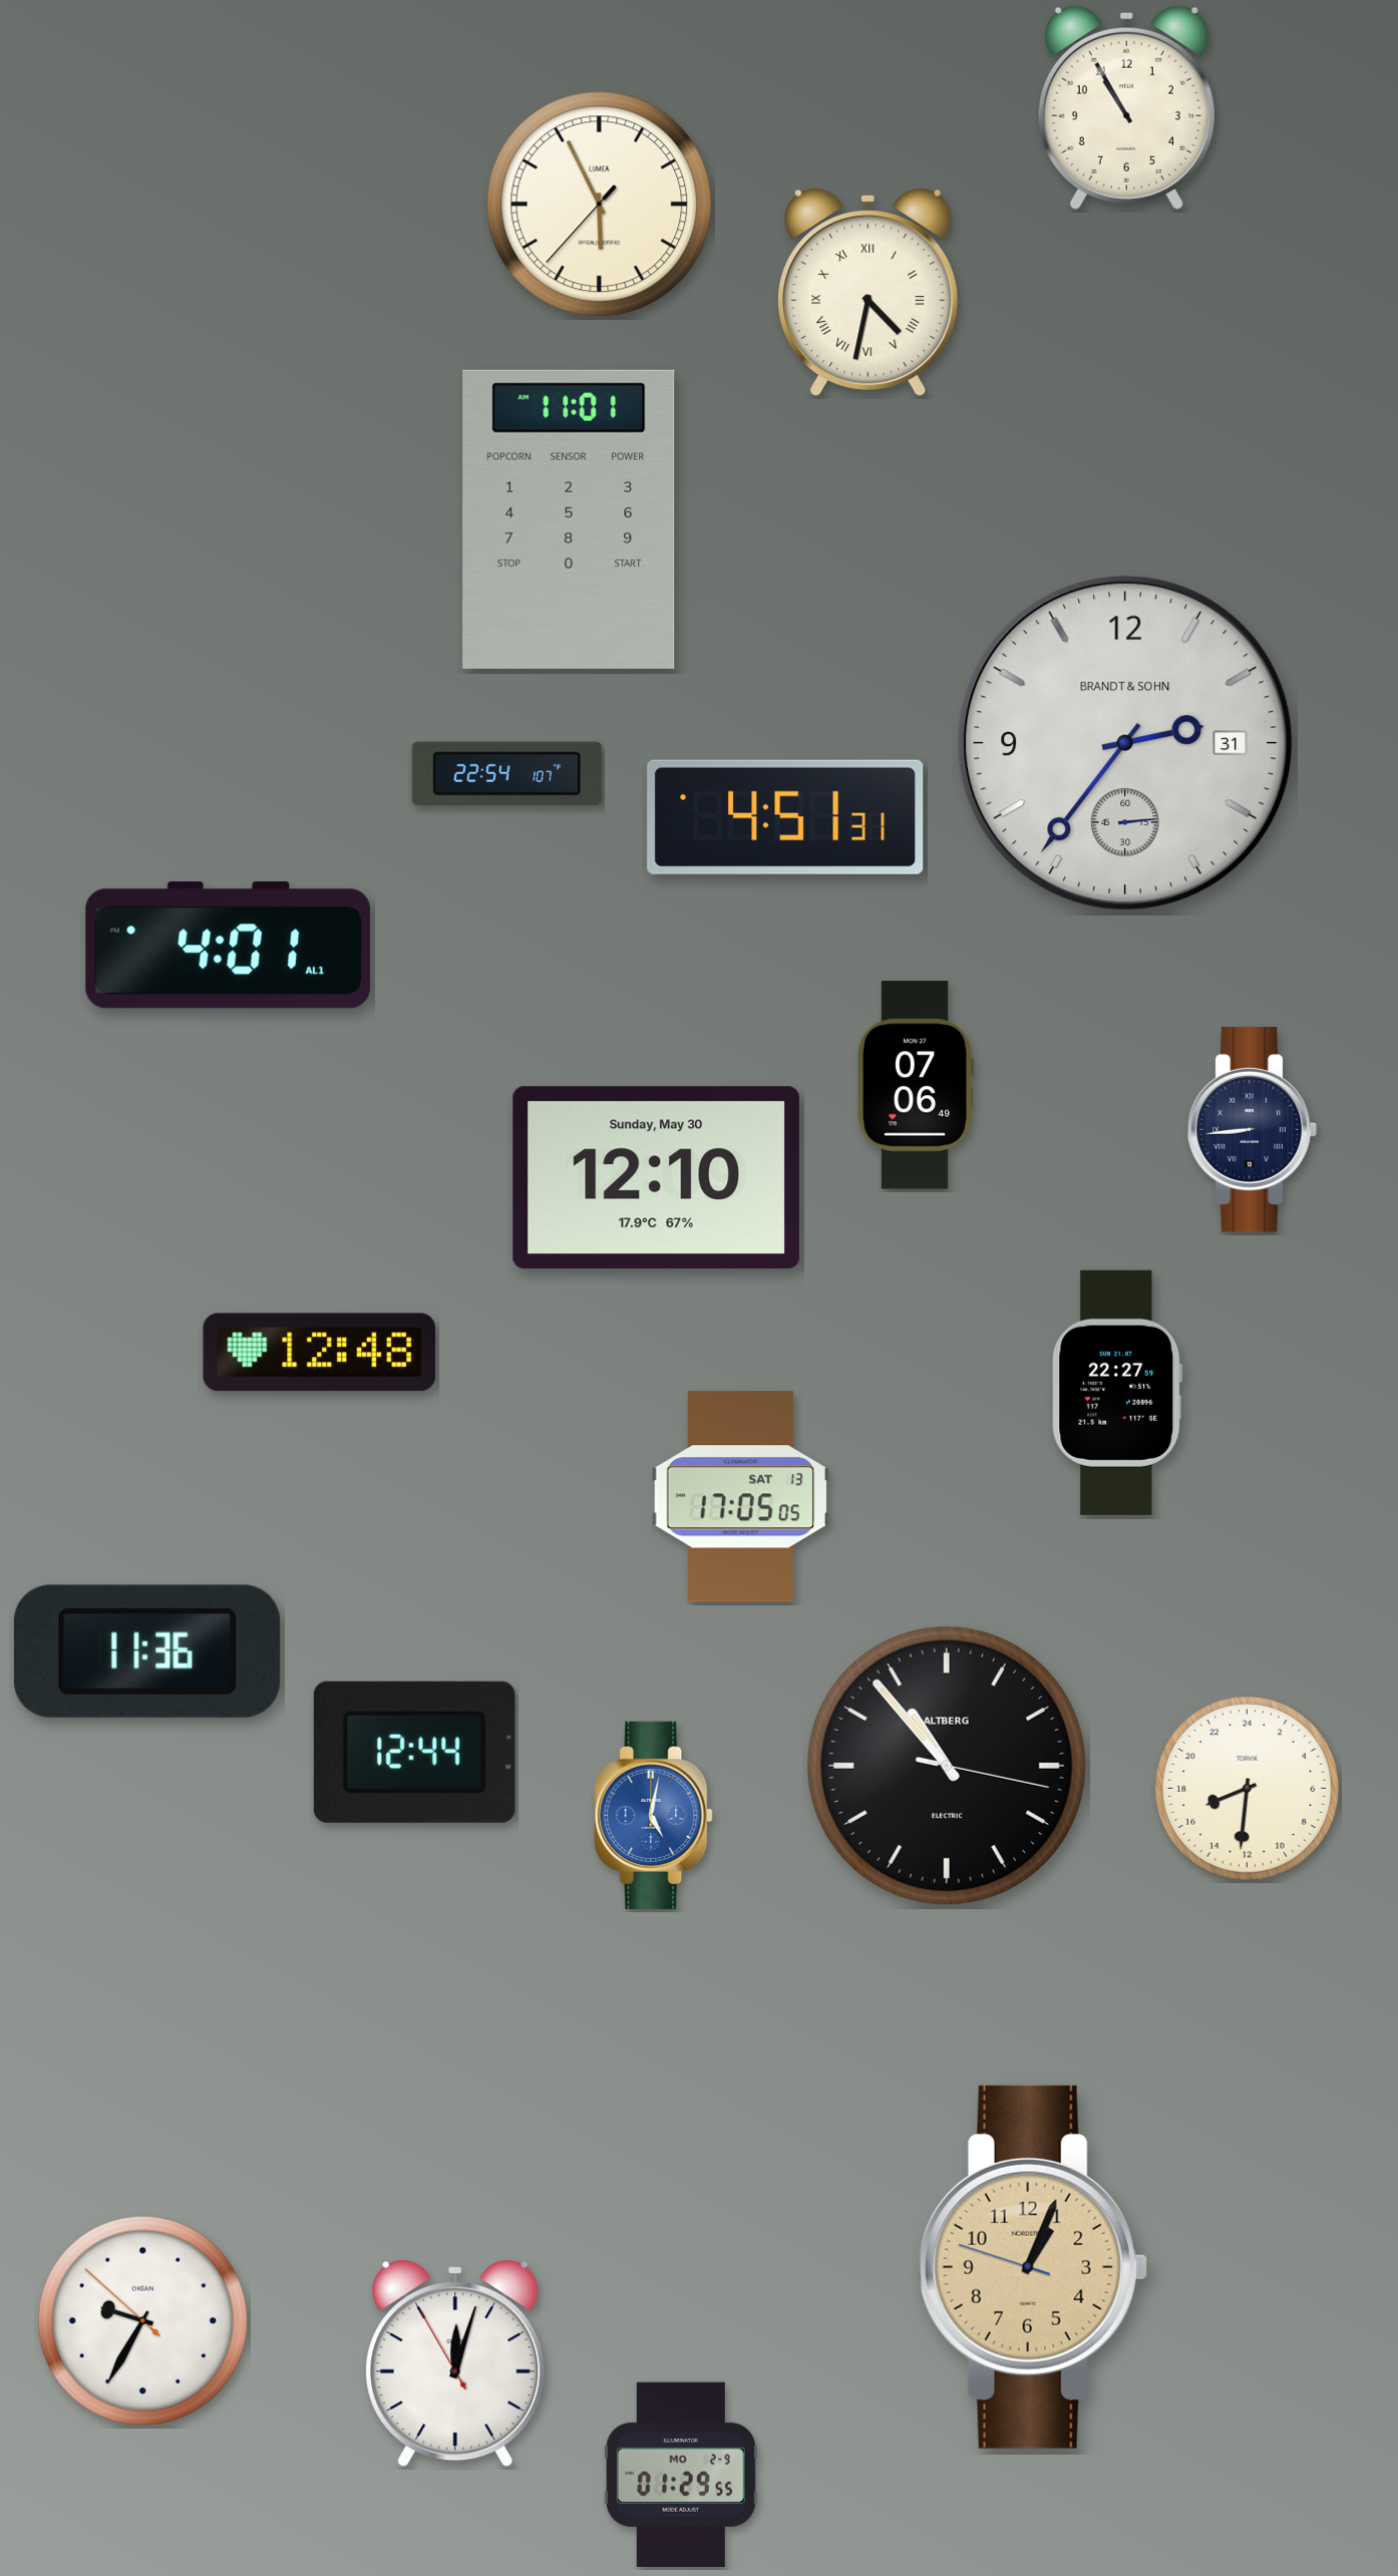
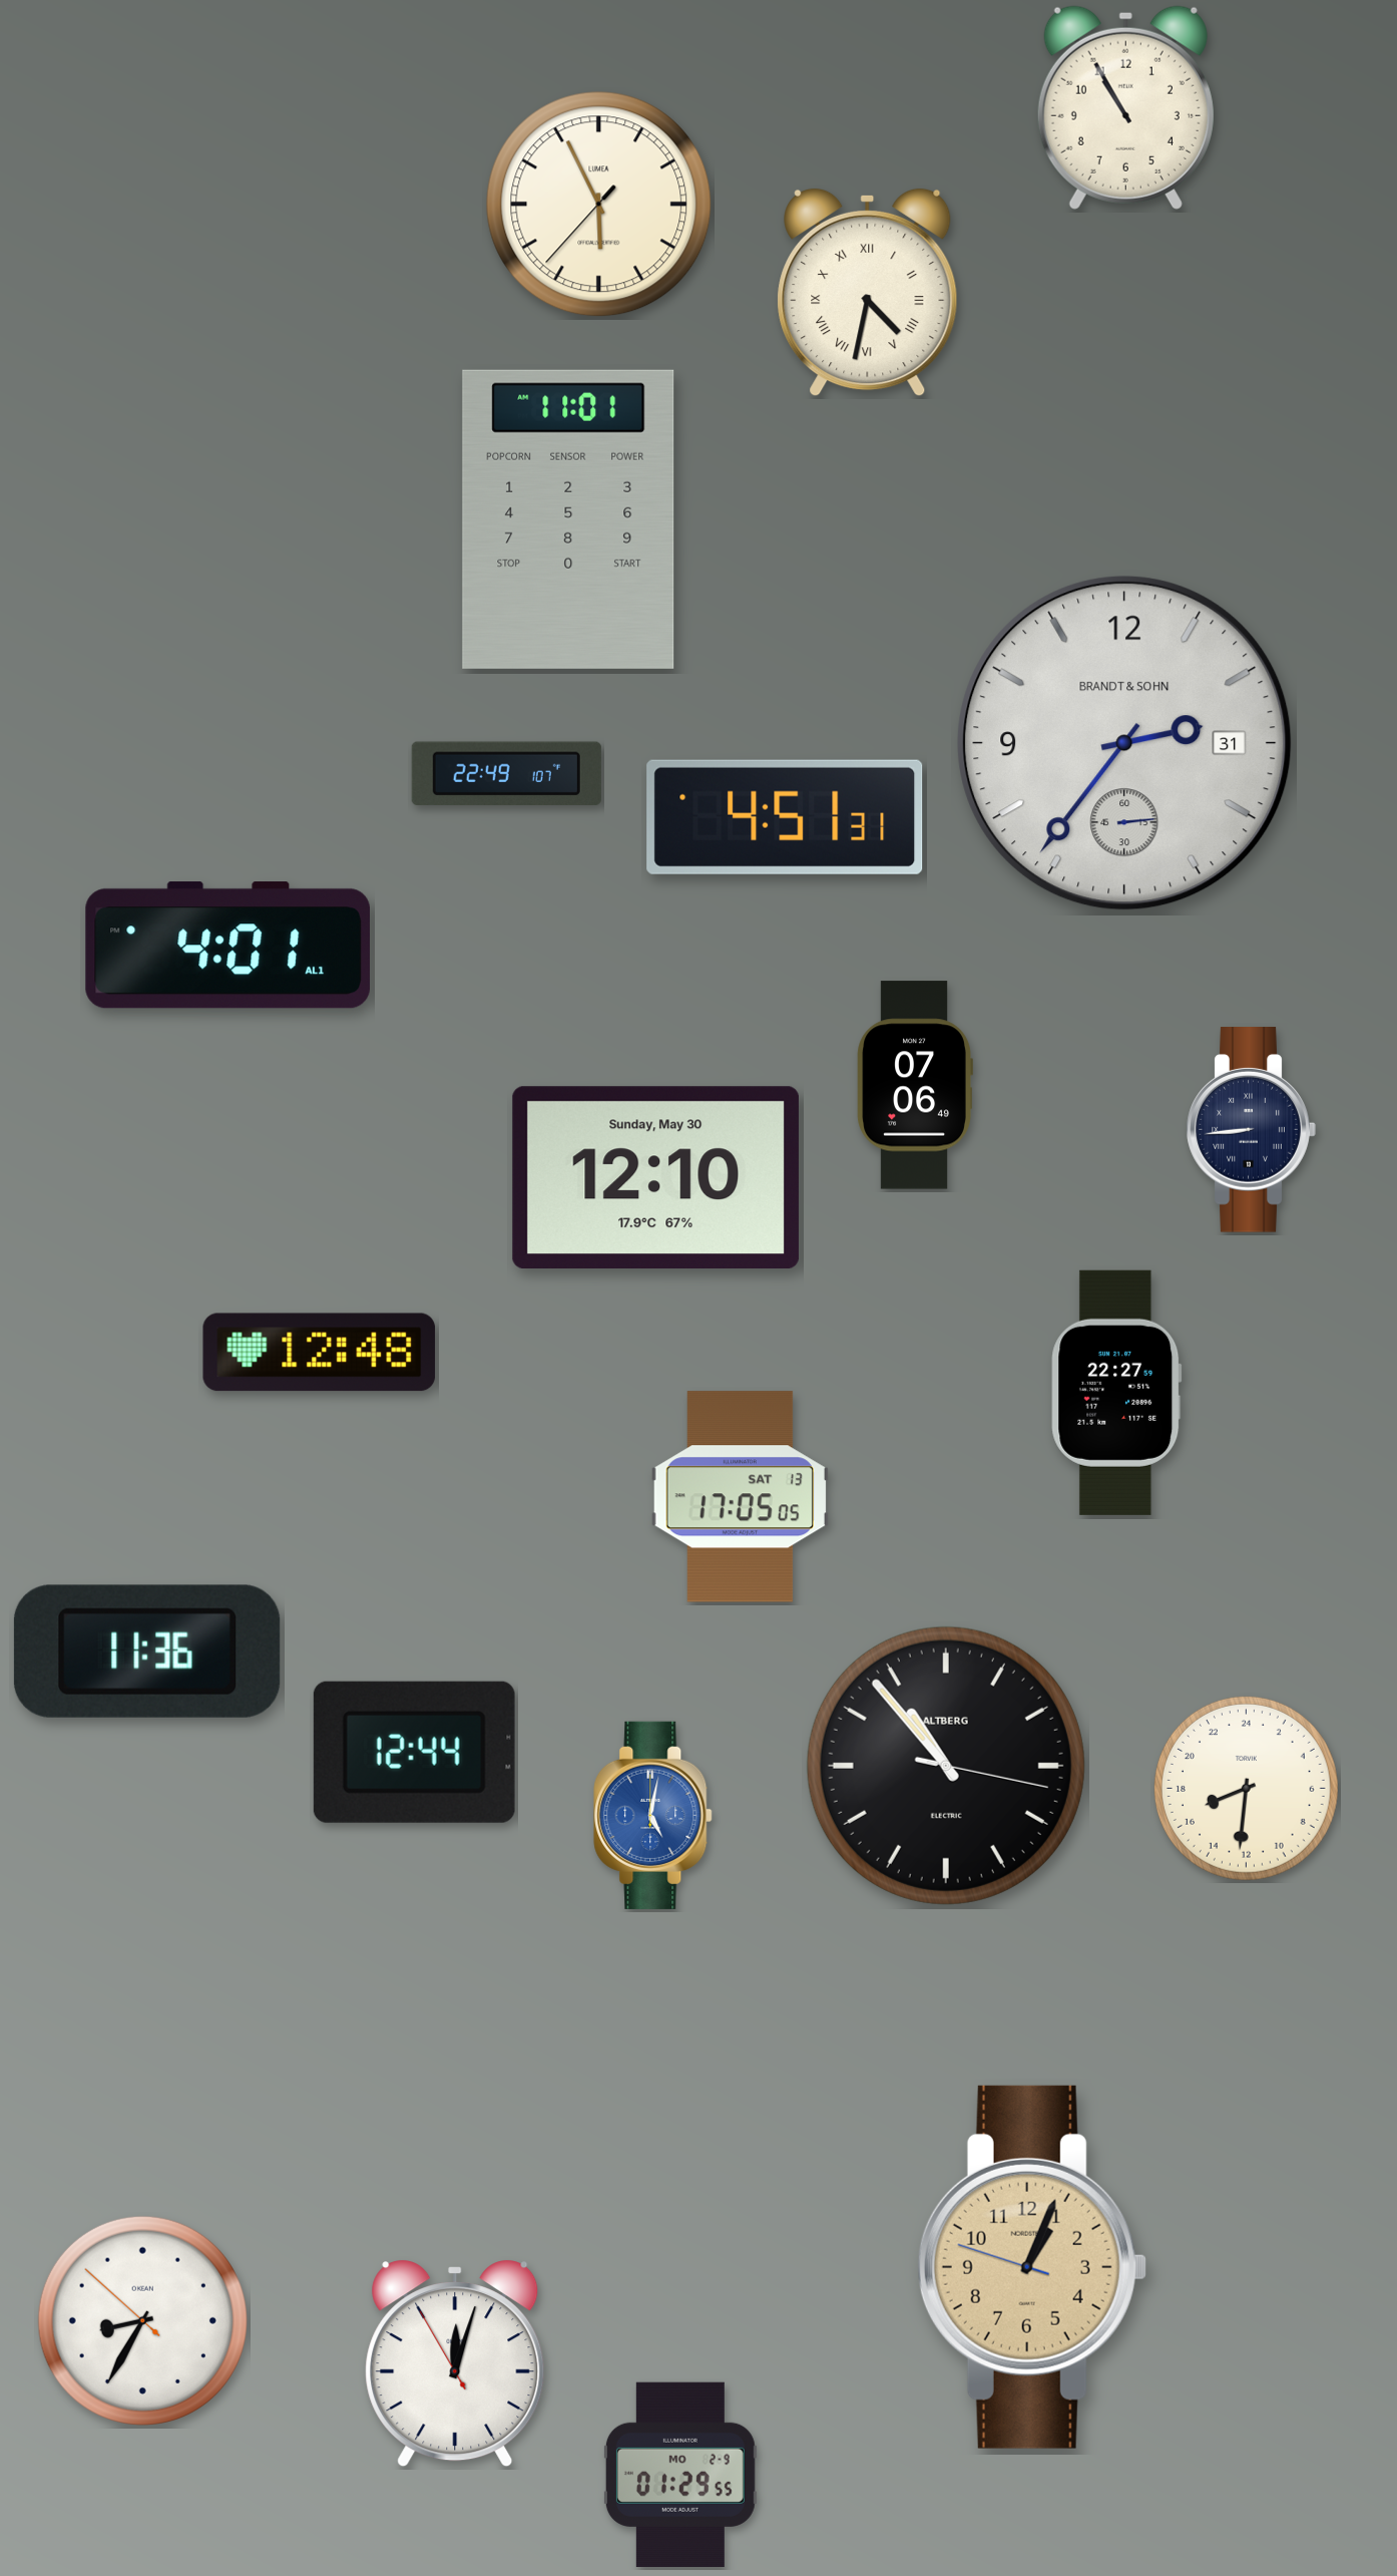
clock at (506, 774): 22:54 -> 22:49
clock at (142, 2320): 9:34 -> 8:34
